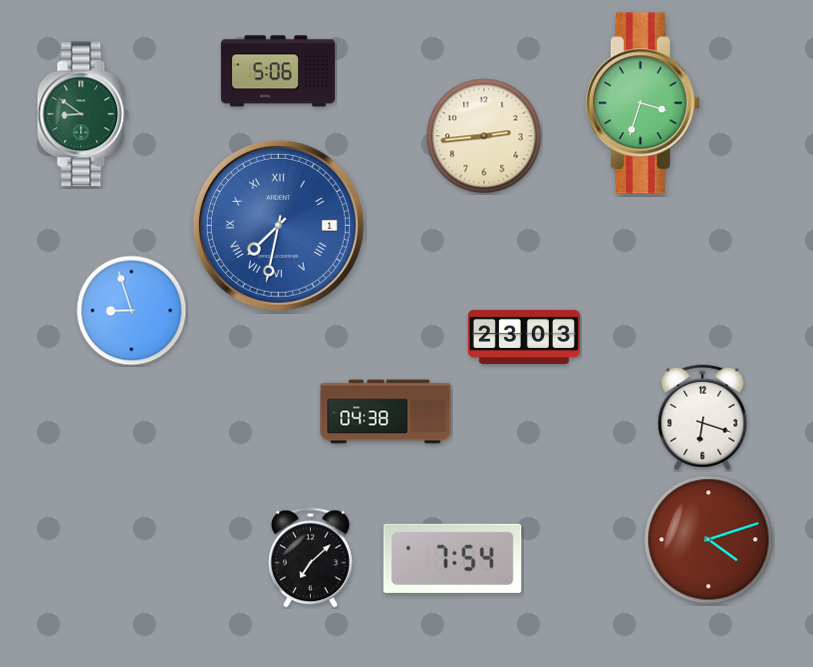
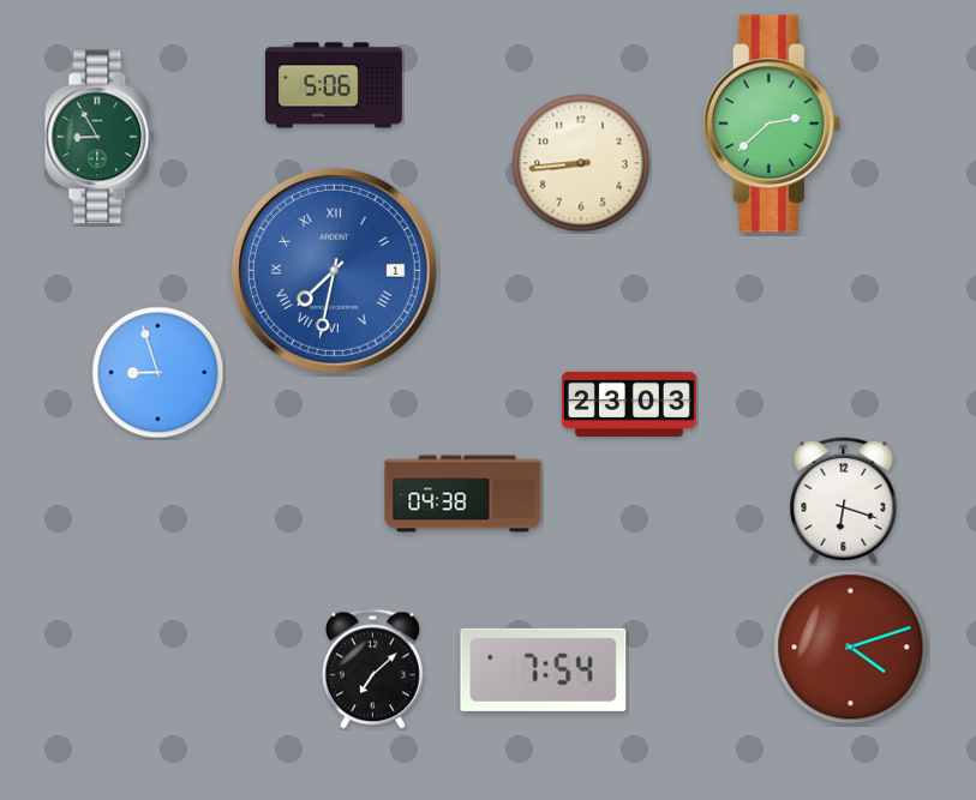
clock at (643, 103): 3:33 -> 2:38
clock at (83, 114): 8:51 -> 8:55
clock at (484, 136): 2:44 -> 8:44
